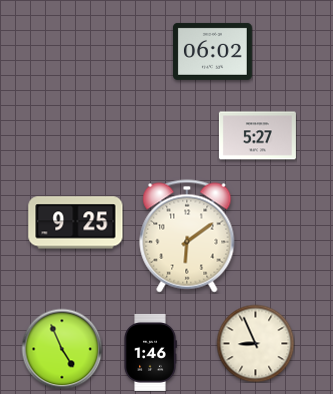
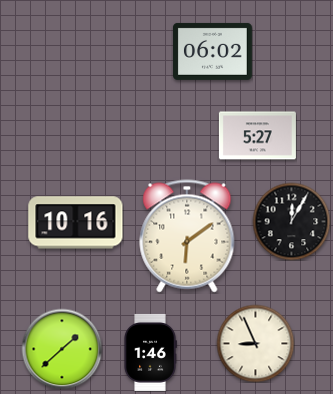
clock at (291, 221): none -> 12:05
clock at (76, 223): 9:25 -> 10:16
clock at (62, 349): 4:56 -> 1:38
